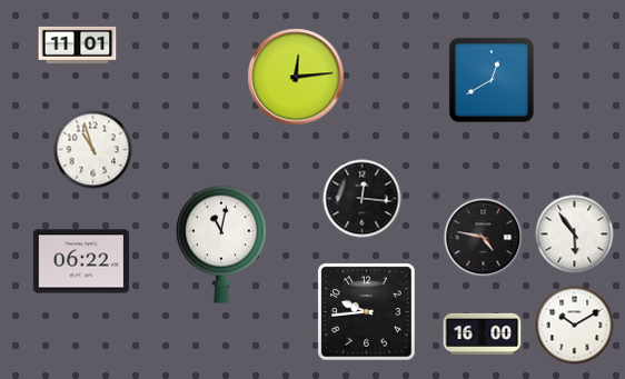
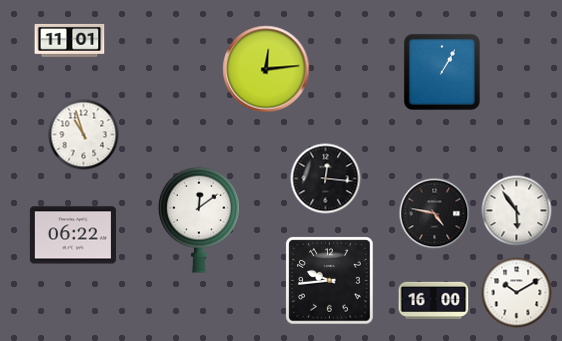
clock at (492, 80): 12:40 -> 1:05
clock at (221, 245): 11:02 -> 12:09
